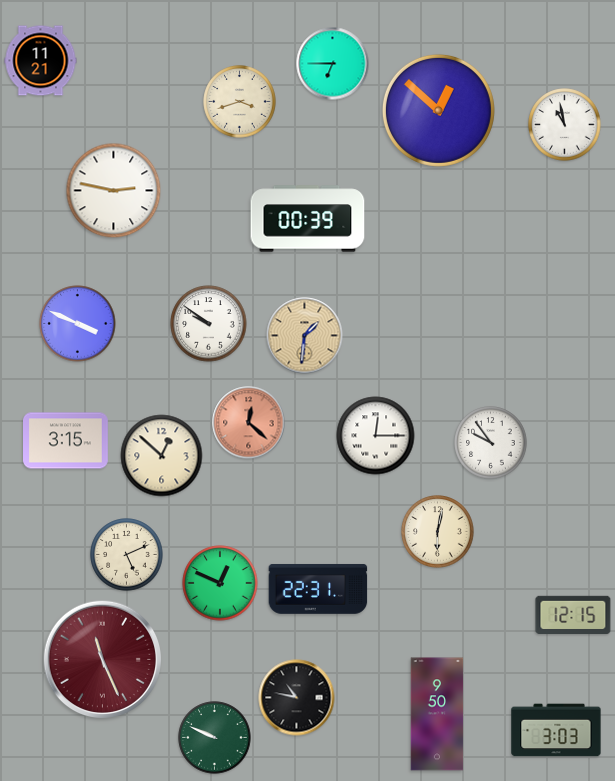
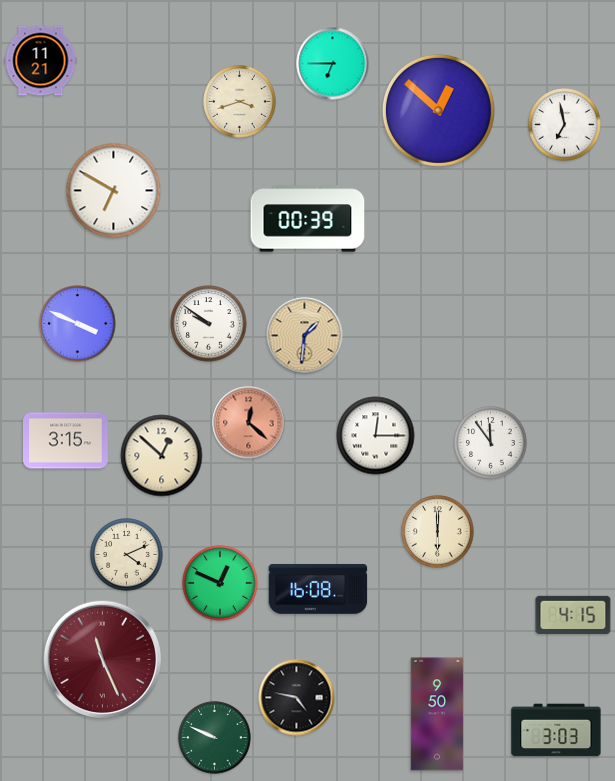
clock at (565, 125): 10:58 -> 6:58
clock at (114, 191): 2:47 -> 6:50
clock at (491, 443): 9:54 -> 11:54
clock at (438, 532): 6:02 -> 6:00
clock at (127, 555): 5:11 -> 4:11
clock at (318, 589): 22:31 -> 16:08
clock at (573, 615): 12:15 -> 4:15
clock at (297, 698): 10:47 -> 4:47
